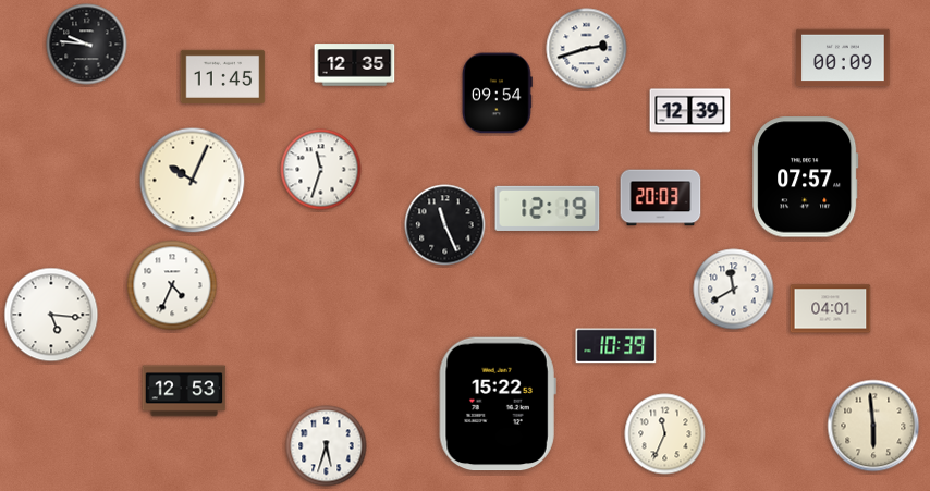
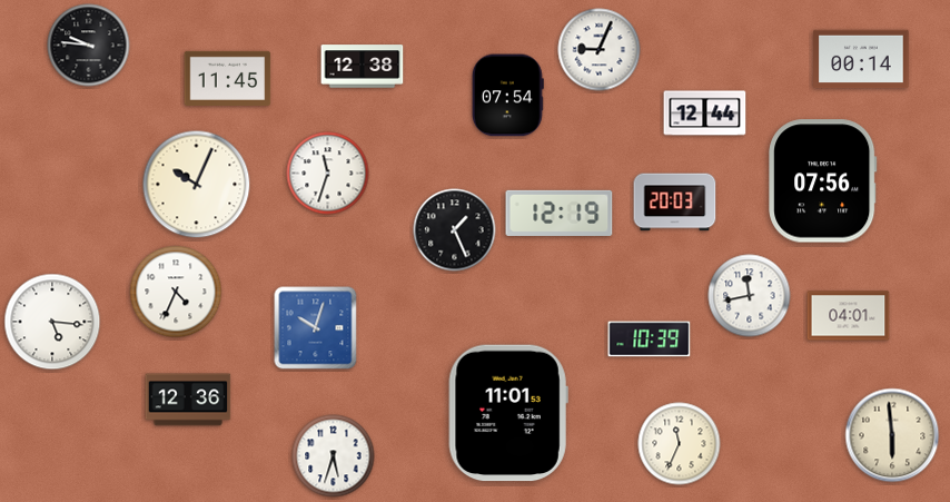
clock at (587, 49): 2:42 -> 9:04
clock at (843, 58): 00:09 -> 00:14
clock at (355, 65): 12:35 -> 12:38
clock at (497, 94): 09:54 -> 07:54
clock at (690, 111): 12:39 -> 12:44
clock at (806, 177): 07:57 -> 07:56
clock at (445, 225): 11:26 -> 1:26
clock at (734, 290): 11:40 -> 11:43
clock at (316, 328): none -> 10:03
clock at (616, 346) position: (616, 346) -> (650, 339)
clock at (184, 391): 12:53 -> 12:36
clock at (498, 404): 15:22 -> 11:01
